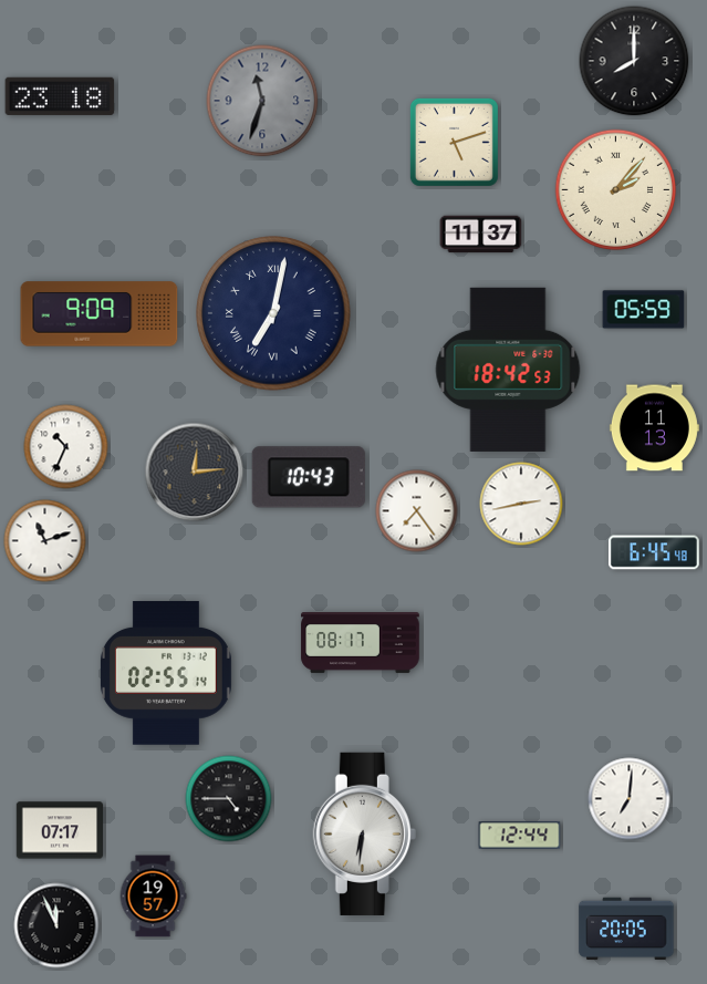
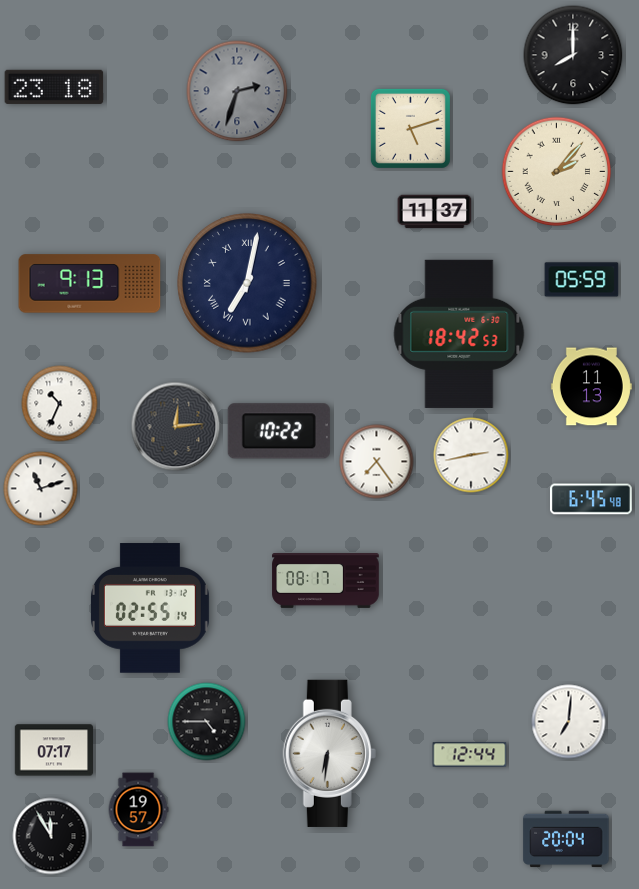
clock at (262, 101): 11:33 -> 2:33
clock at (100, 314): 9:09 -> 9:13
clock at (309, 477): 10:43 -> 10:22
clock at (56, 925): 11:56 -> 11:55
clock at (626, 929): 20:05 -> 20:04
